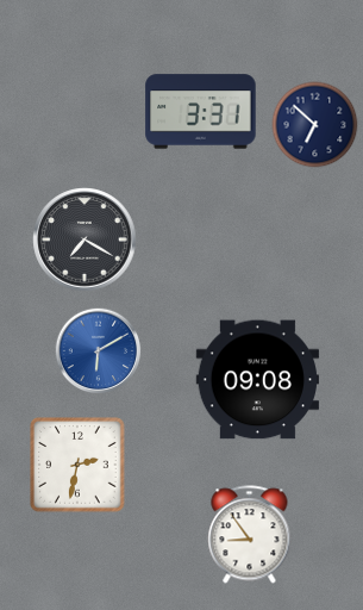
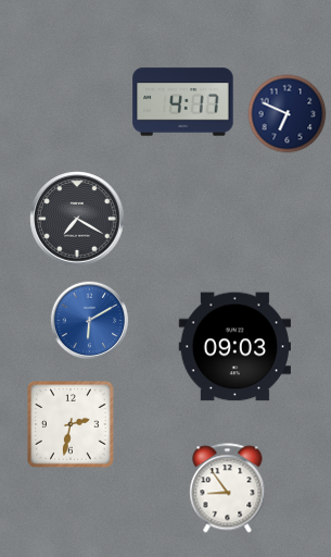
clock at (201, 112): 3:31 -> 4:17
clock at (315, 125): 6:52 -> 6:49
clock at (257, 380): 09:08 -> 09:03
